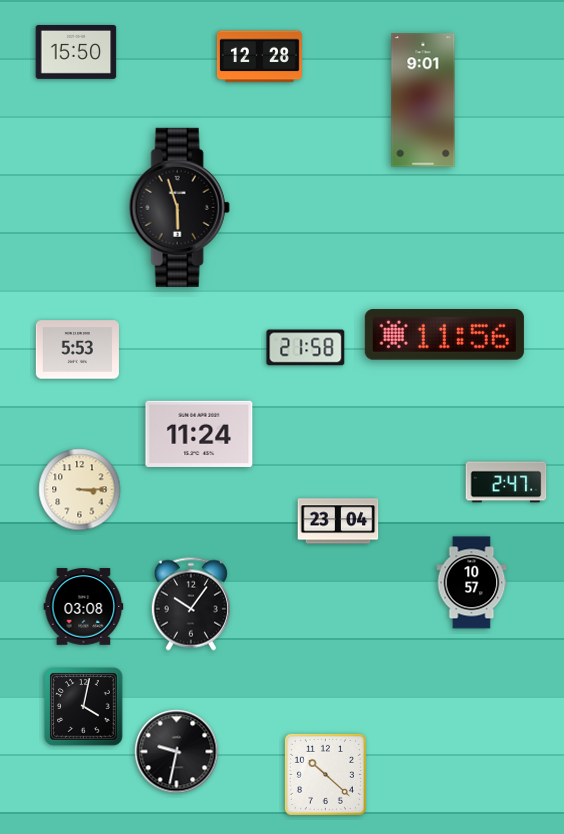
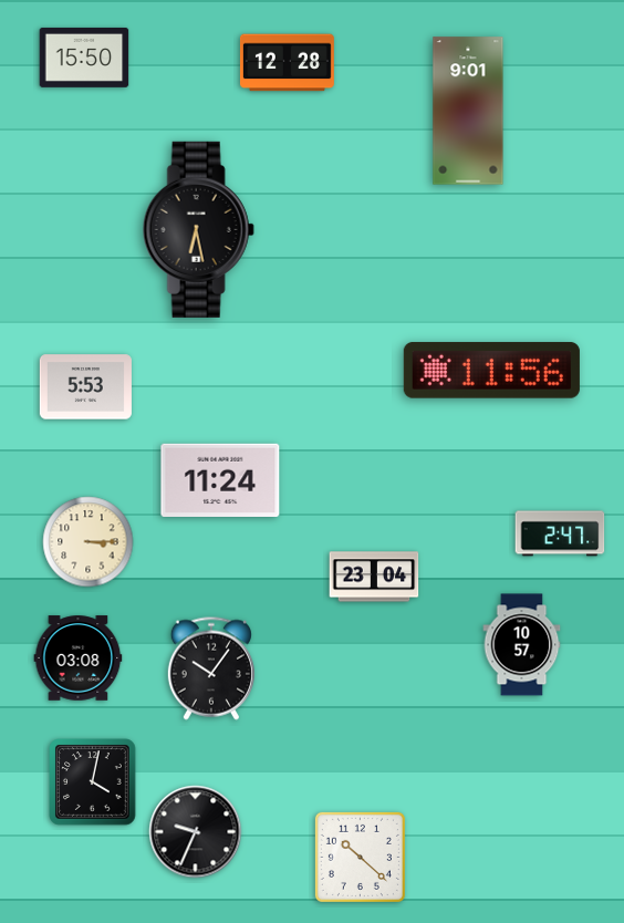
clock at (179, 207): 5:57 -> 6:28
clock at (306, 348): 21:58 -> none
clock at (84, 607) position: (84, 607) -> (79, 658)
clock at (177, 752): 9:32 -> 9:34
